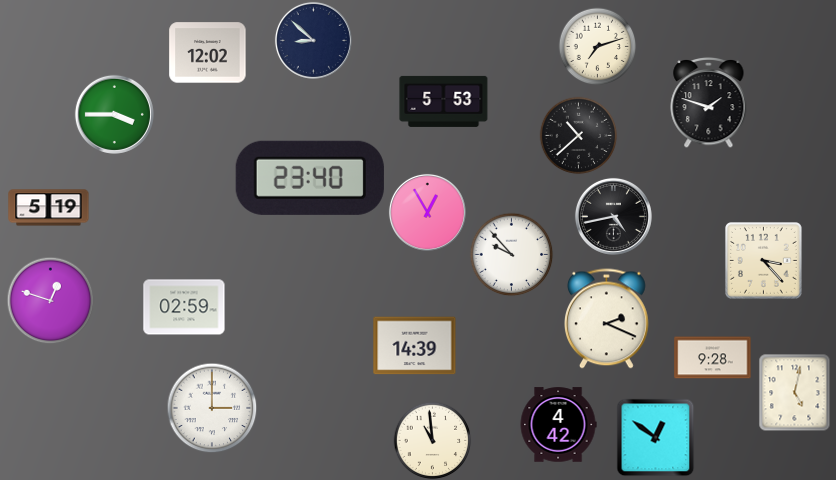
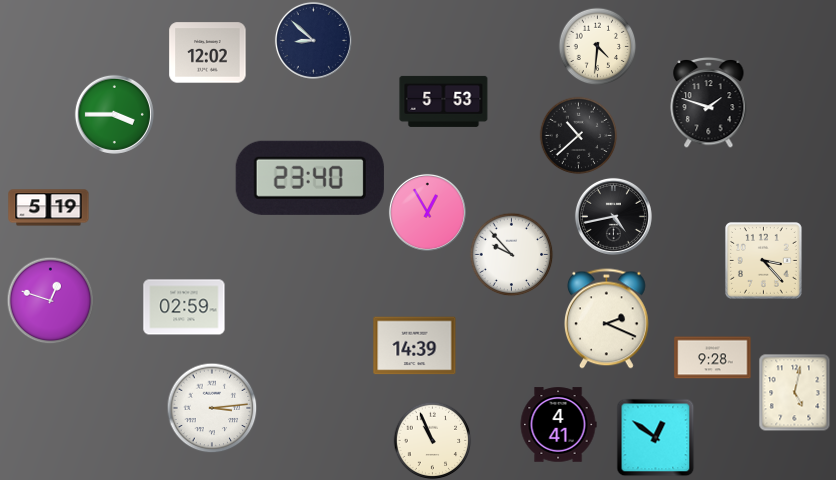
clock at (597, 46): 7:12 -> 4:31
clock at (212, 408): 3:00 -> 3:14
clock at (558, 425): 4:42 -> 4:41
clock at (432, 440): 10:59 -> 10:56
